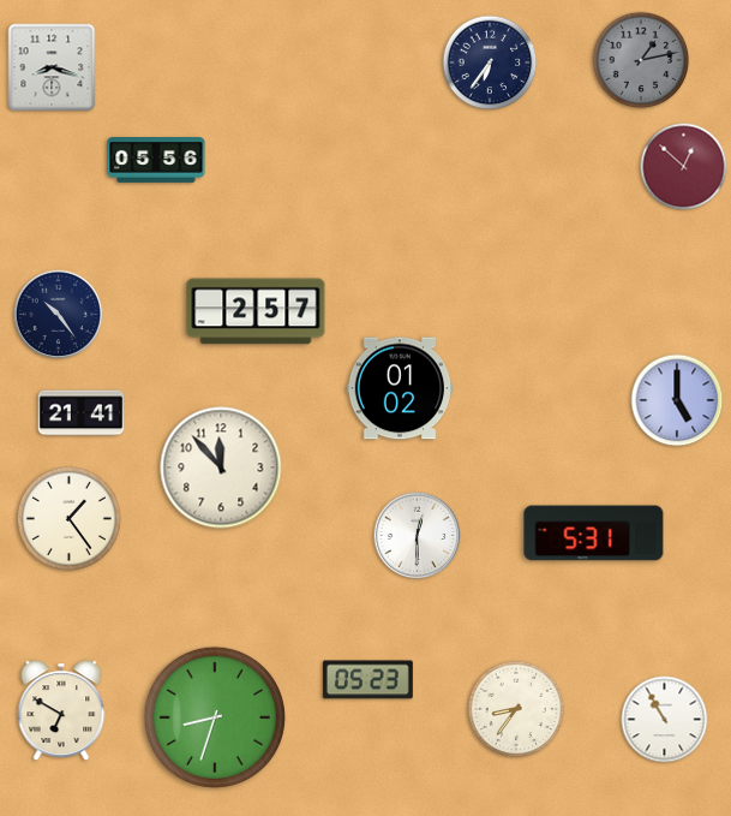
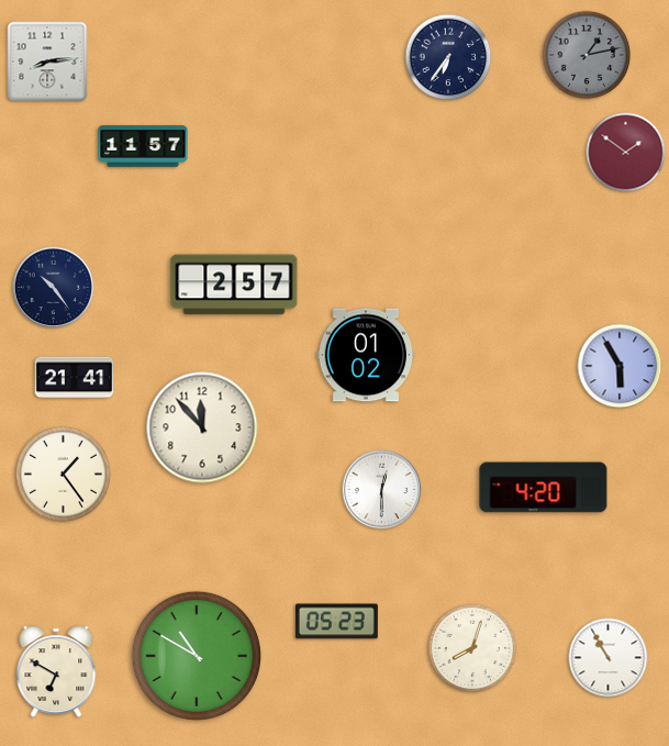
clock at (52, 67): 8:18 -> 8:14
clock at (156, 160): 05:56 -> 11:57
clock at (684, 167): 12:52 -> 1:51
clock at (677, 400): 5:00 -> 5:55
clock at (594, 534): 5:31 -> 4:20
clock at (516, 709): 8:36 -> 8:03
clock at (61, 710) position: (61, 710) -> (56, 671)
clock at (215, 717): 8:33 -> 10:50
